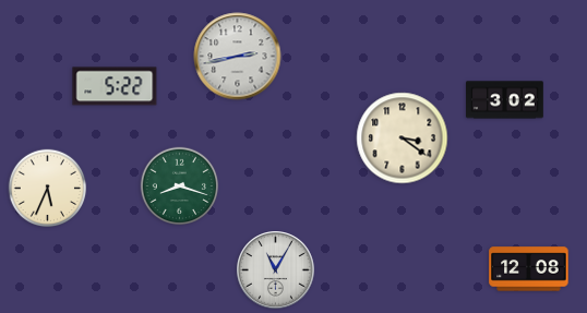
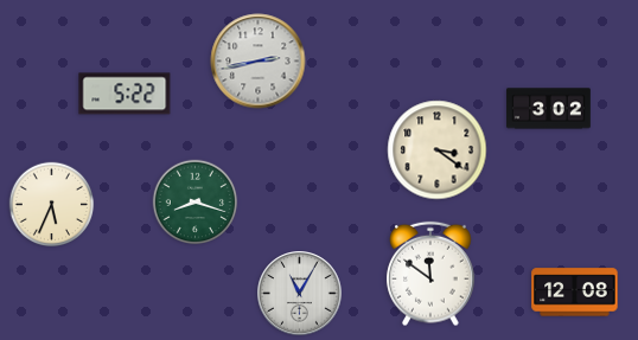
clock at (430, 274): none -> 11:51
